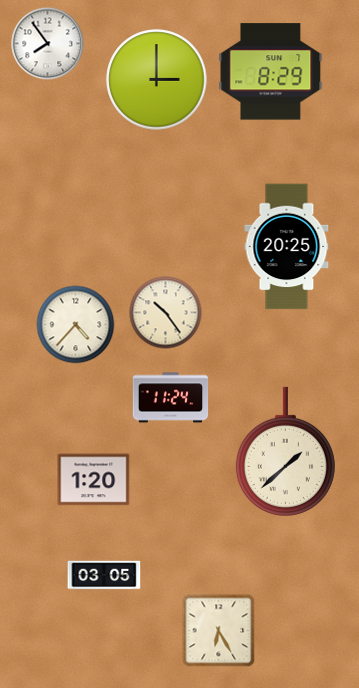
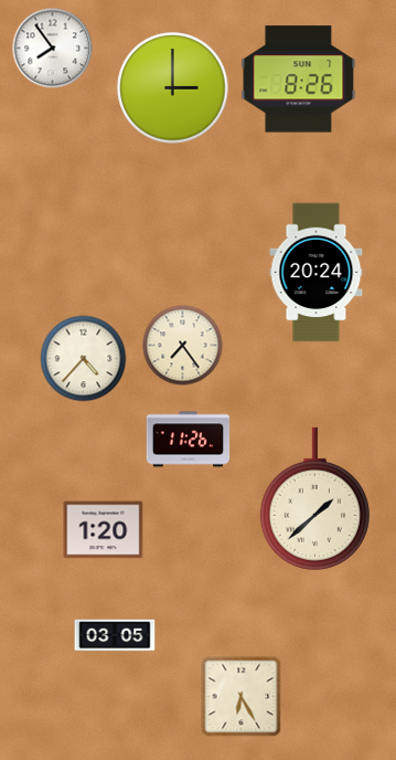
clock at (271, 72): 8:29 -> 8:26
clock at (287, 247): 20:25 -> 20:24
clock at (166, 313): 10:24 -> 7:24
clock at (171, 398): 11:24 -> 11:26
